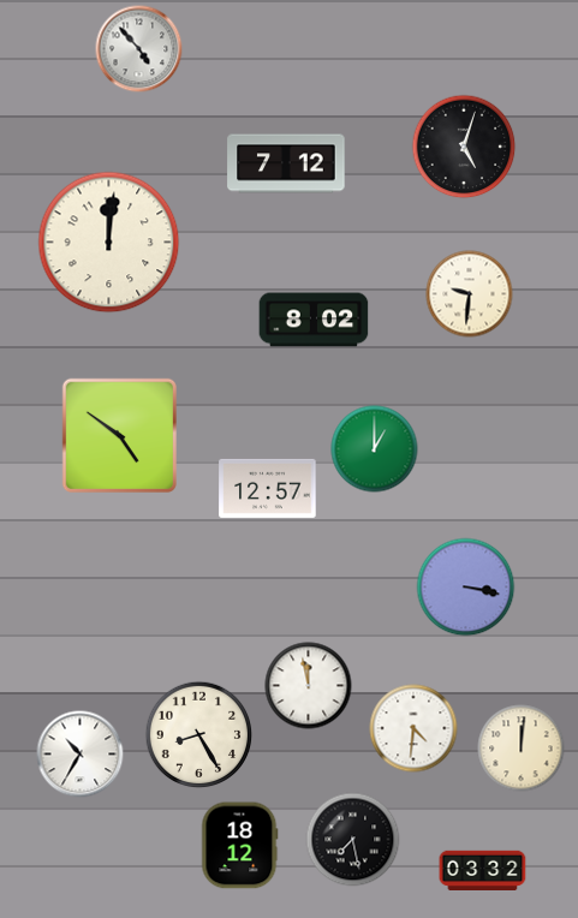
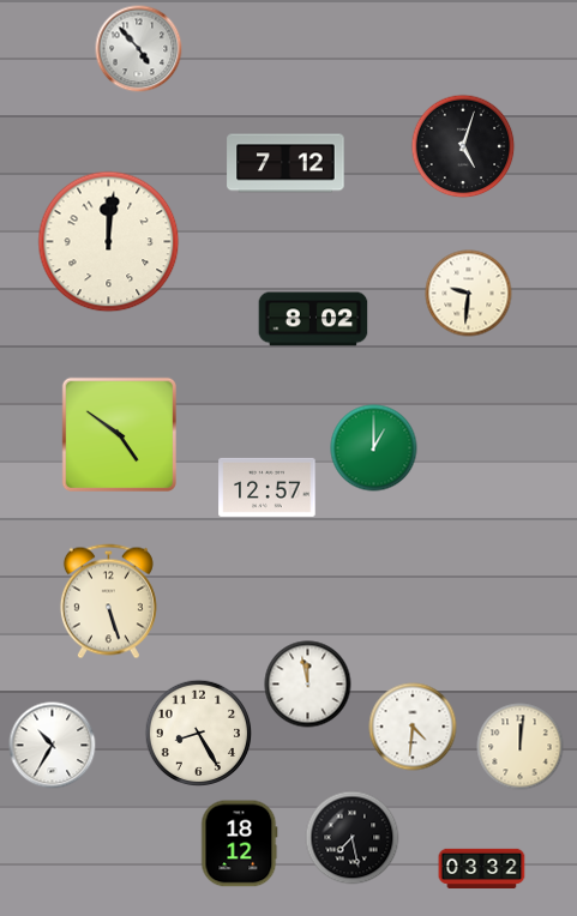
clock at (466, 588): 3:17 -> none
clock at (108, 602): none -> 5:27
clock at (81, 755) position: (81, 755) -> (53, 746)
